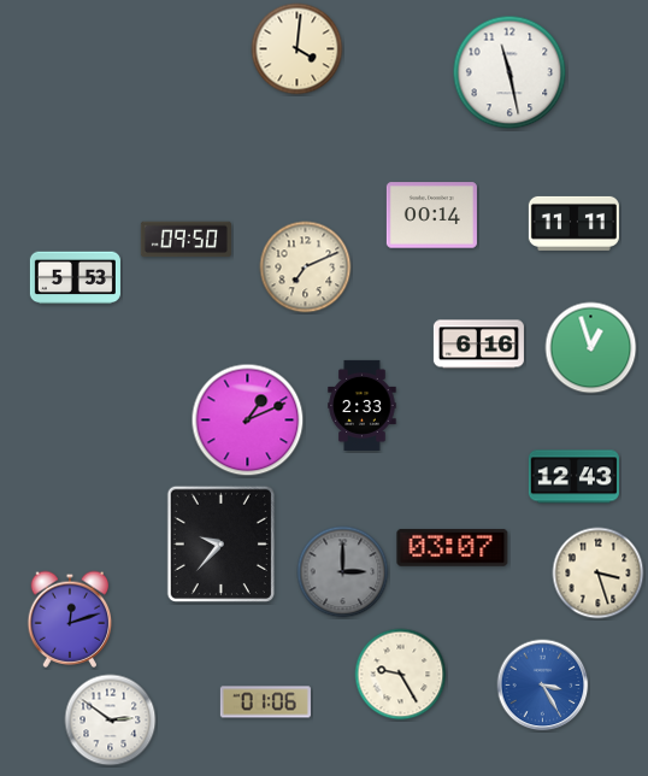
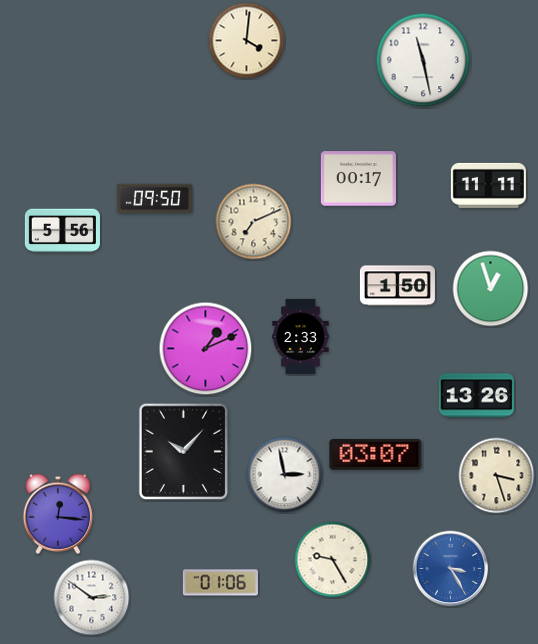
clock at (431, 216): 00:14 -> 00:17
clock at (573, 223) position: (573, 223) -> (488, 185)
clock at (75, 278): 5:53 -> 5:56
clock at (478, 345): 6:16 -> 1:50
clock at (573, 477): 12:43 -> 13:26
clock at (220, 543): 9:37 -> 10:07
clock at (343, 572): 3:00 -> 2:58
clock at (343, 572) dial: grey -> white
clock at (70, 619): 12:12 -> 12:16
